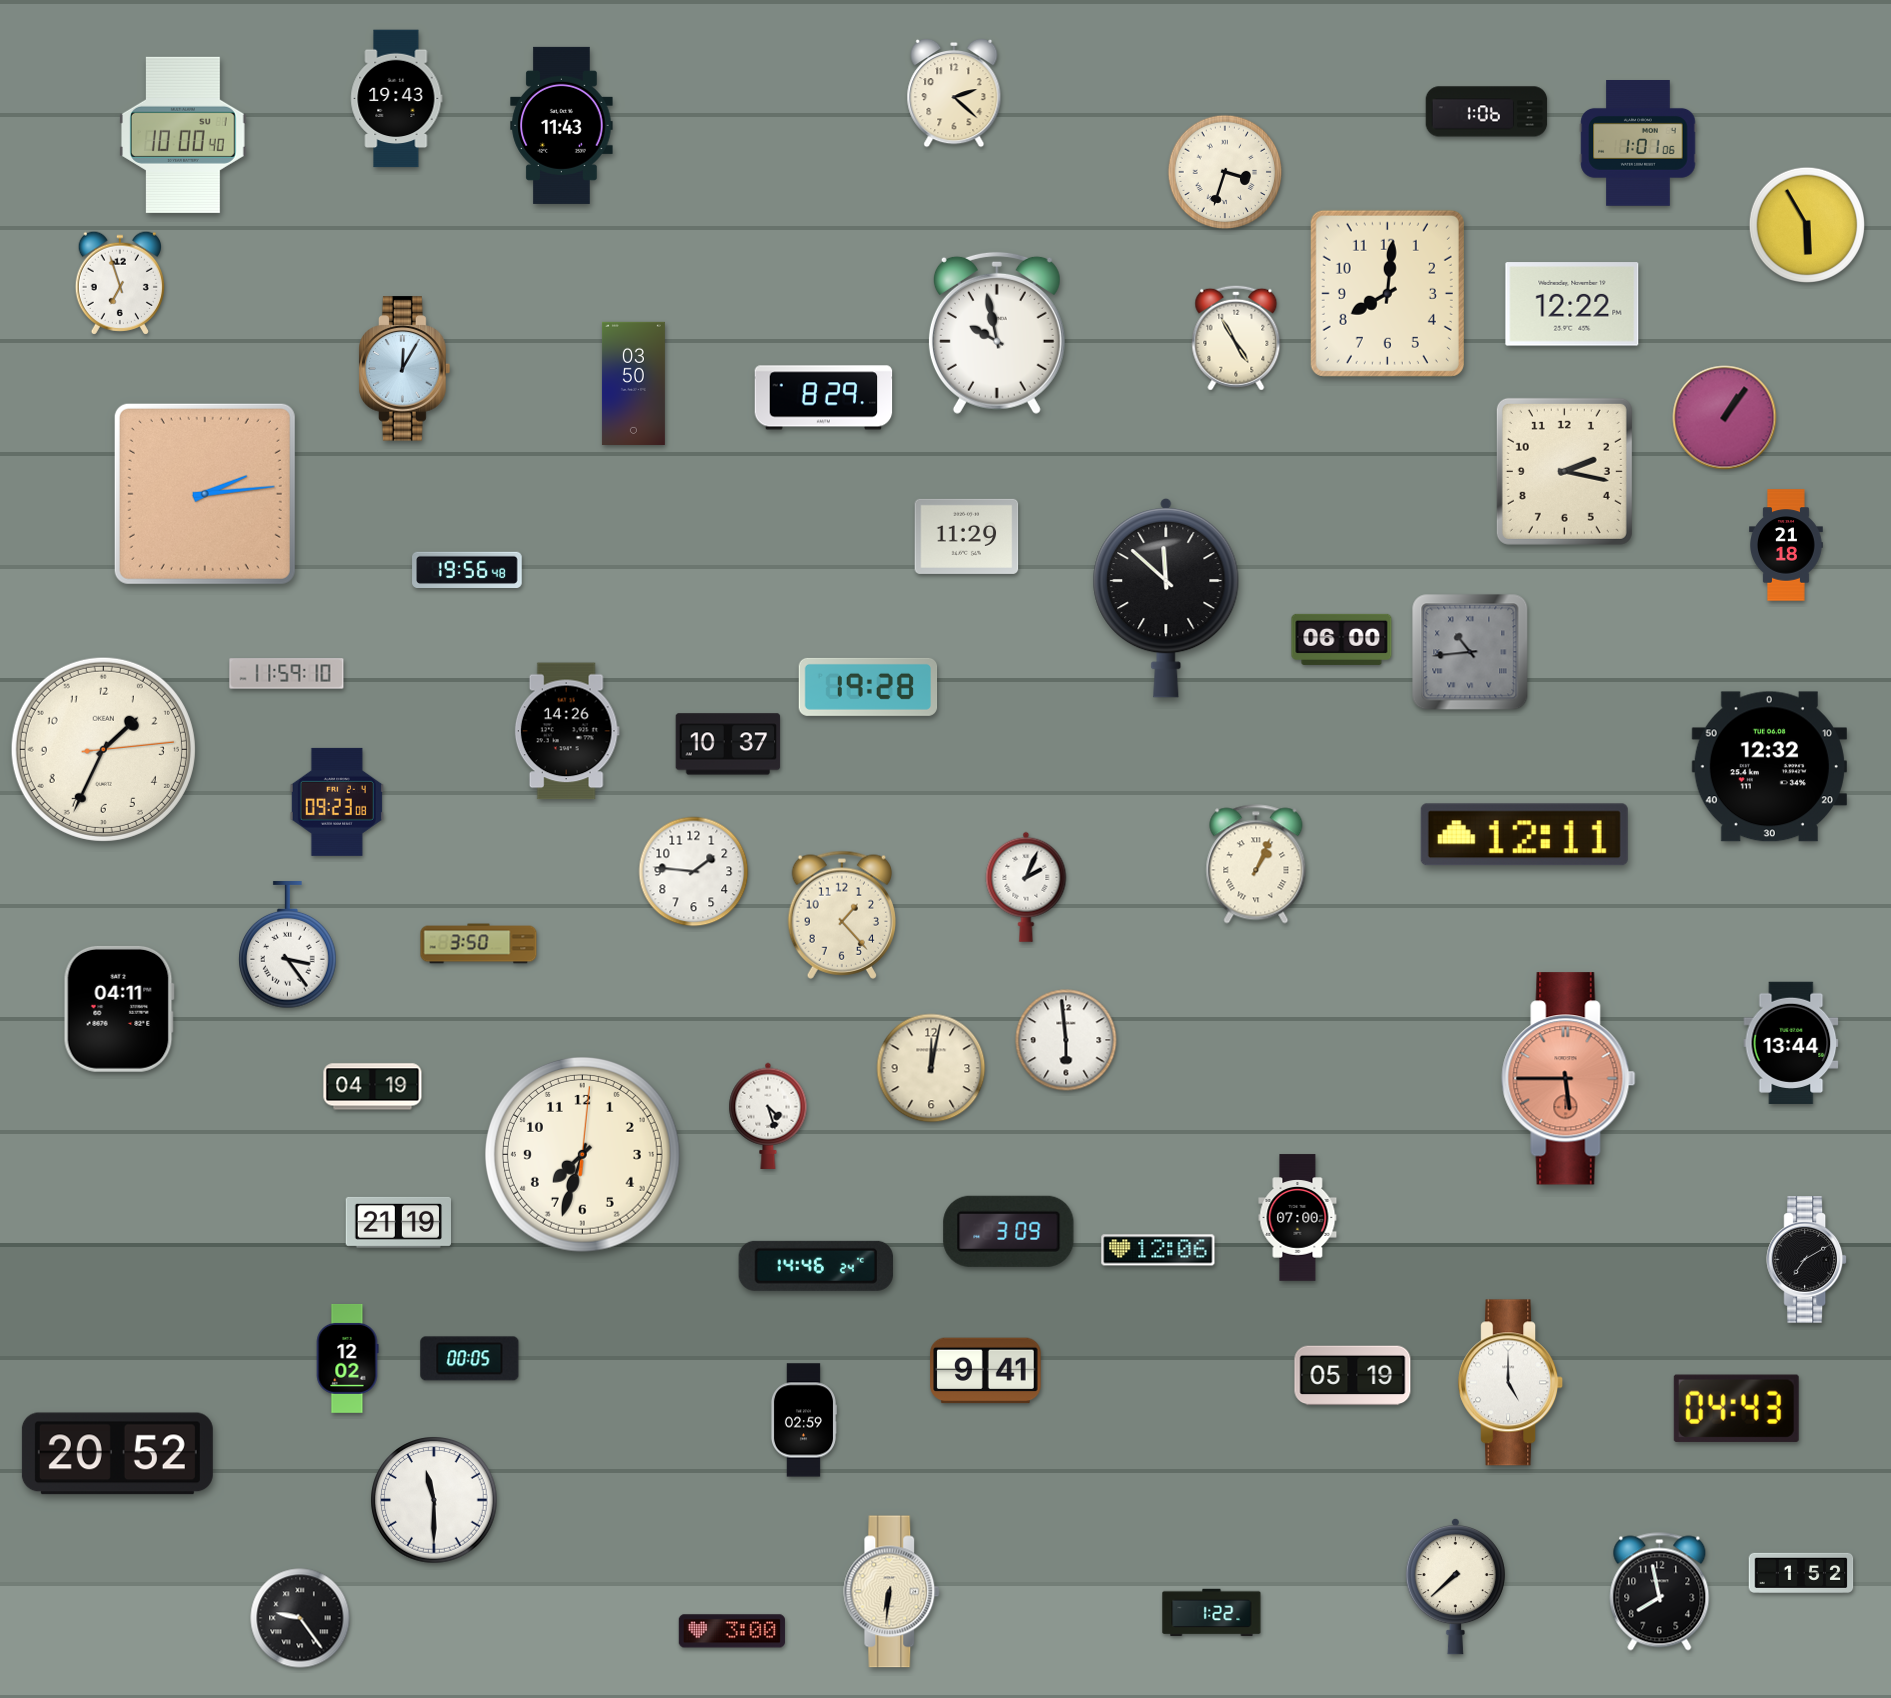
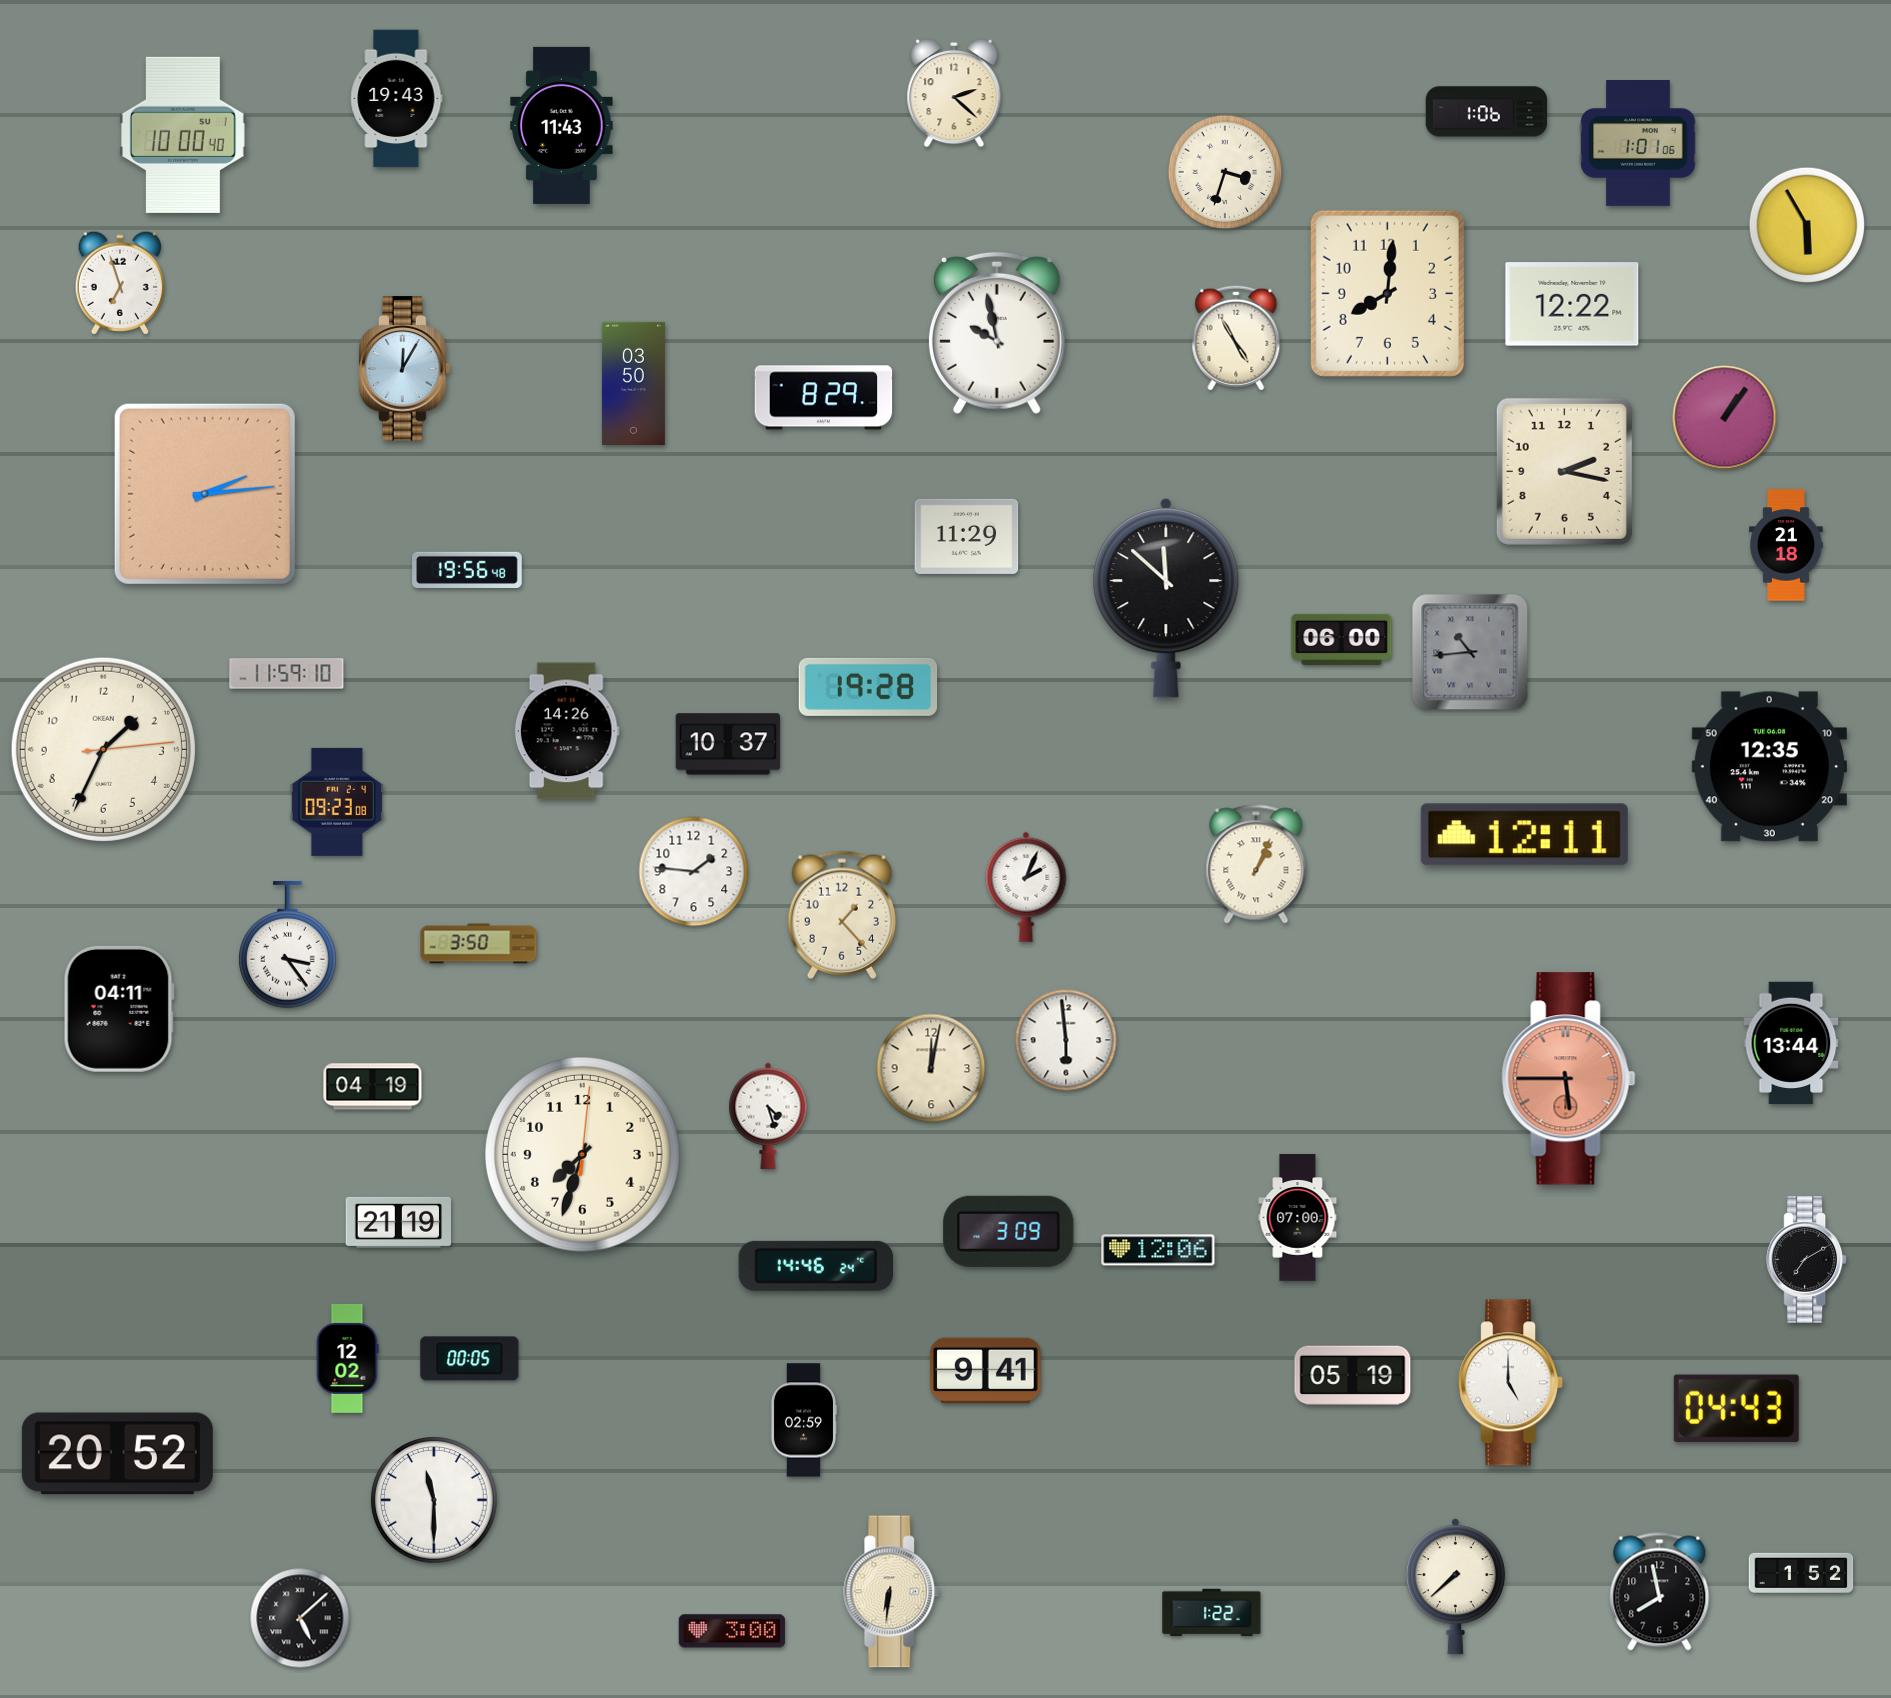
clock at (1769, 767): 12:32 -> 12:35
clock at (300, 1618): 9:24 -> 5:08
